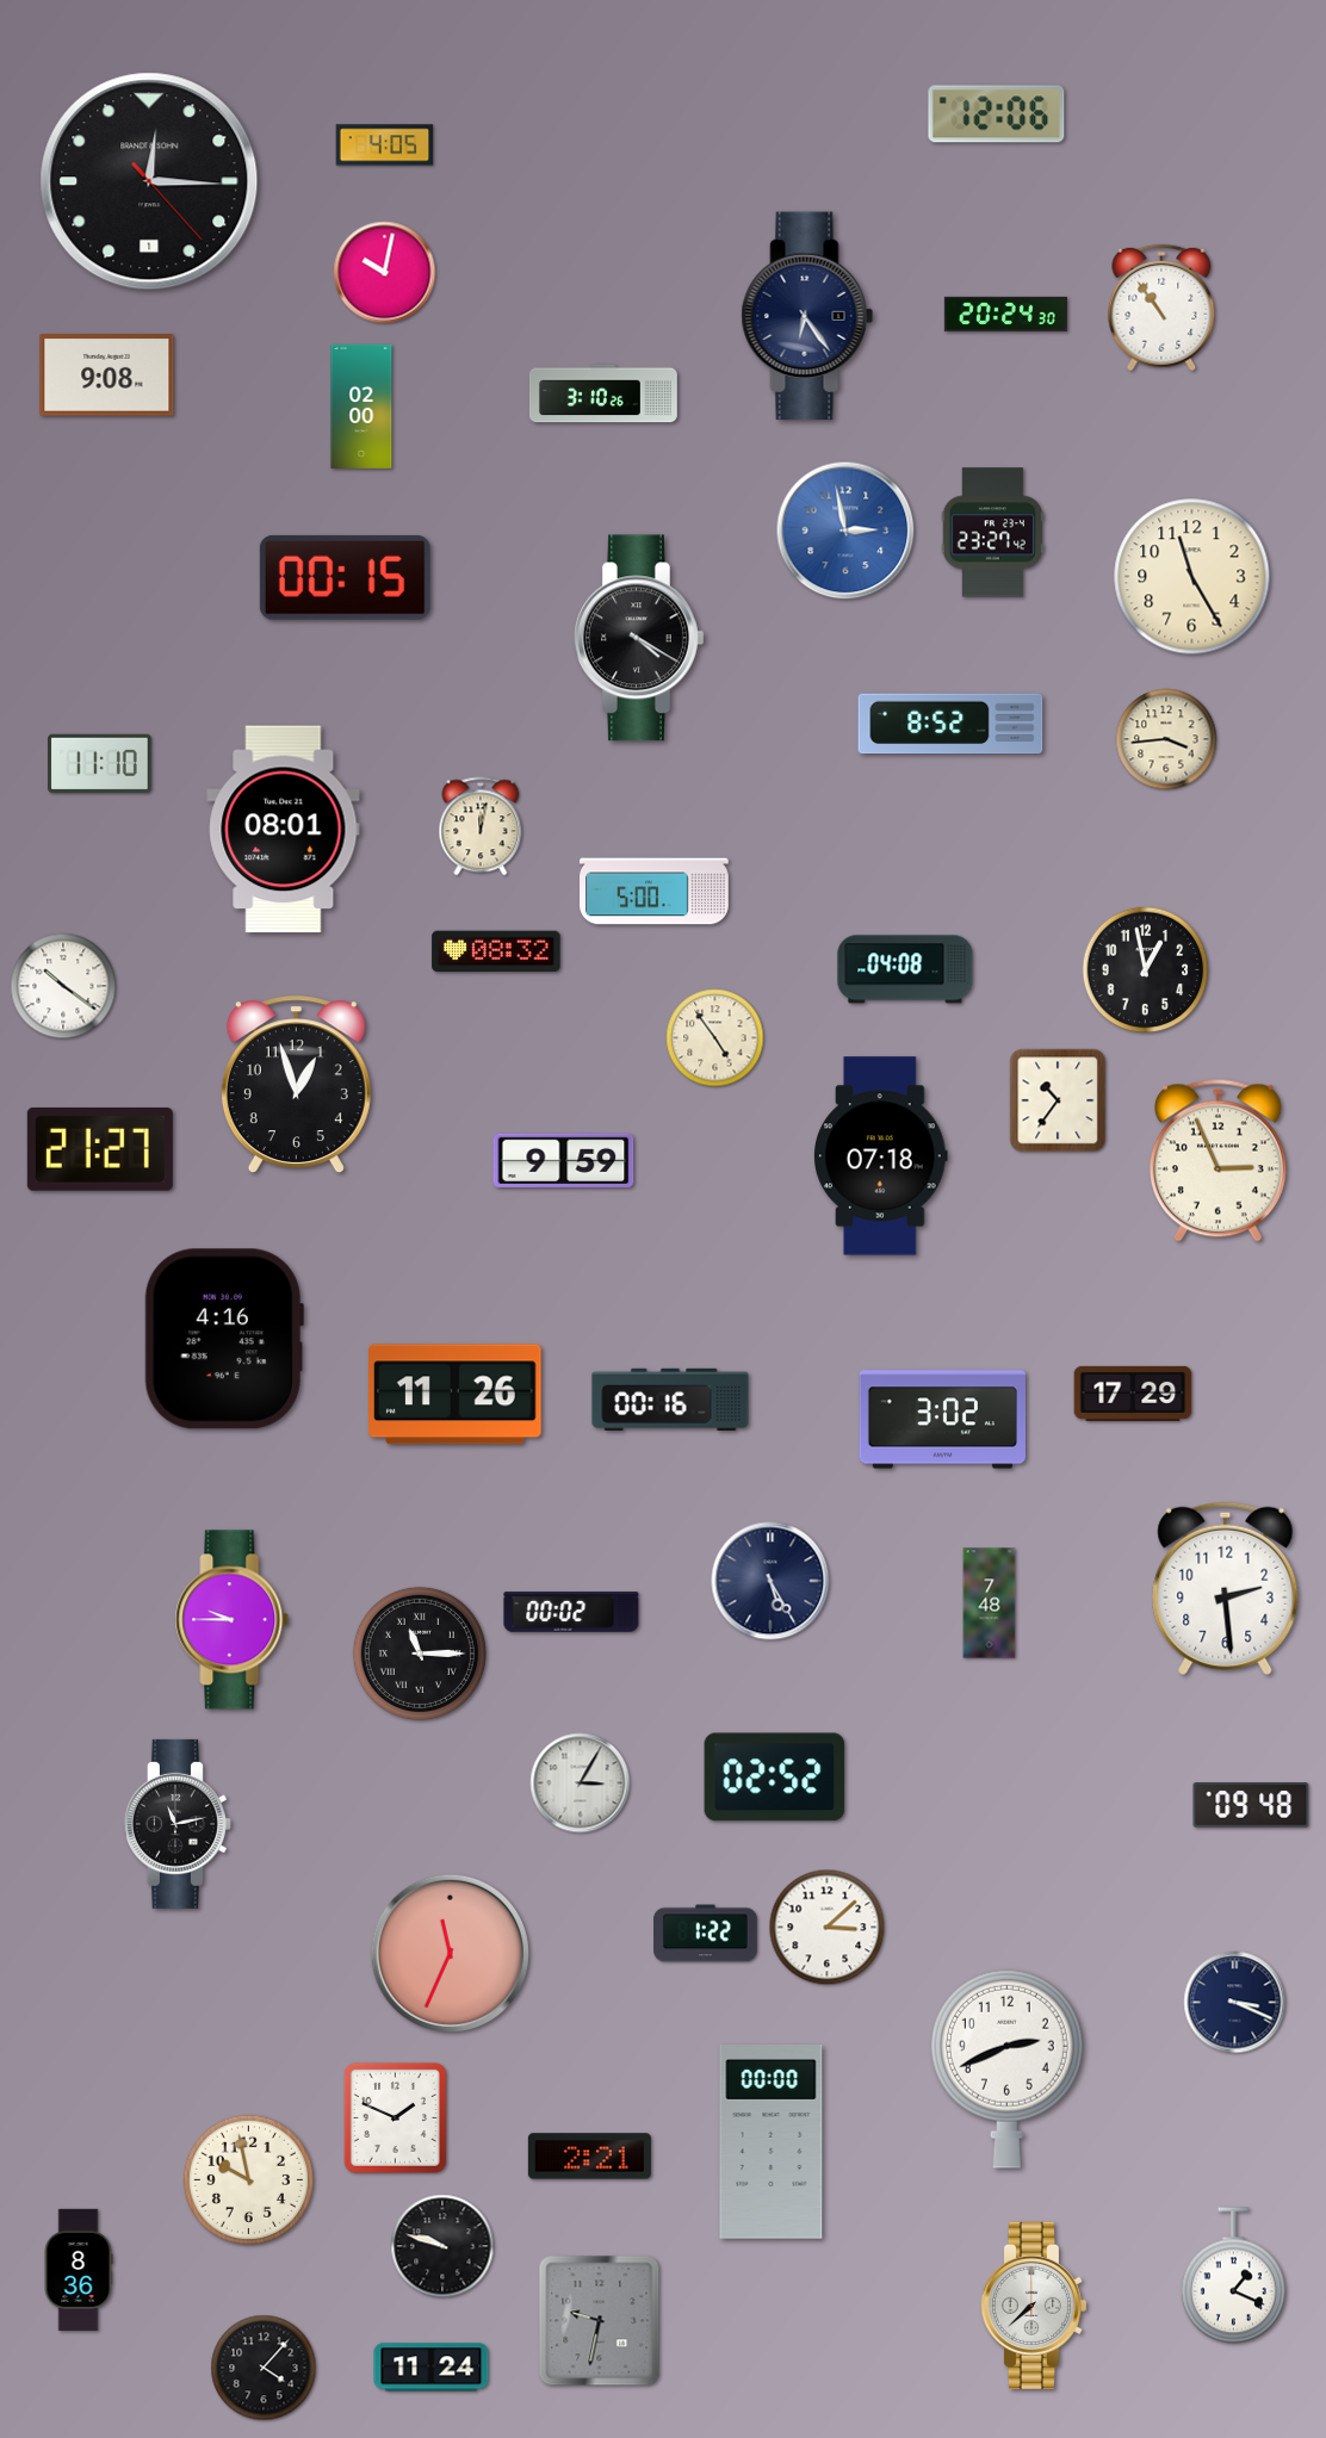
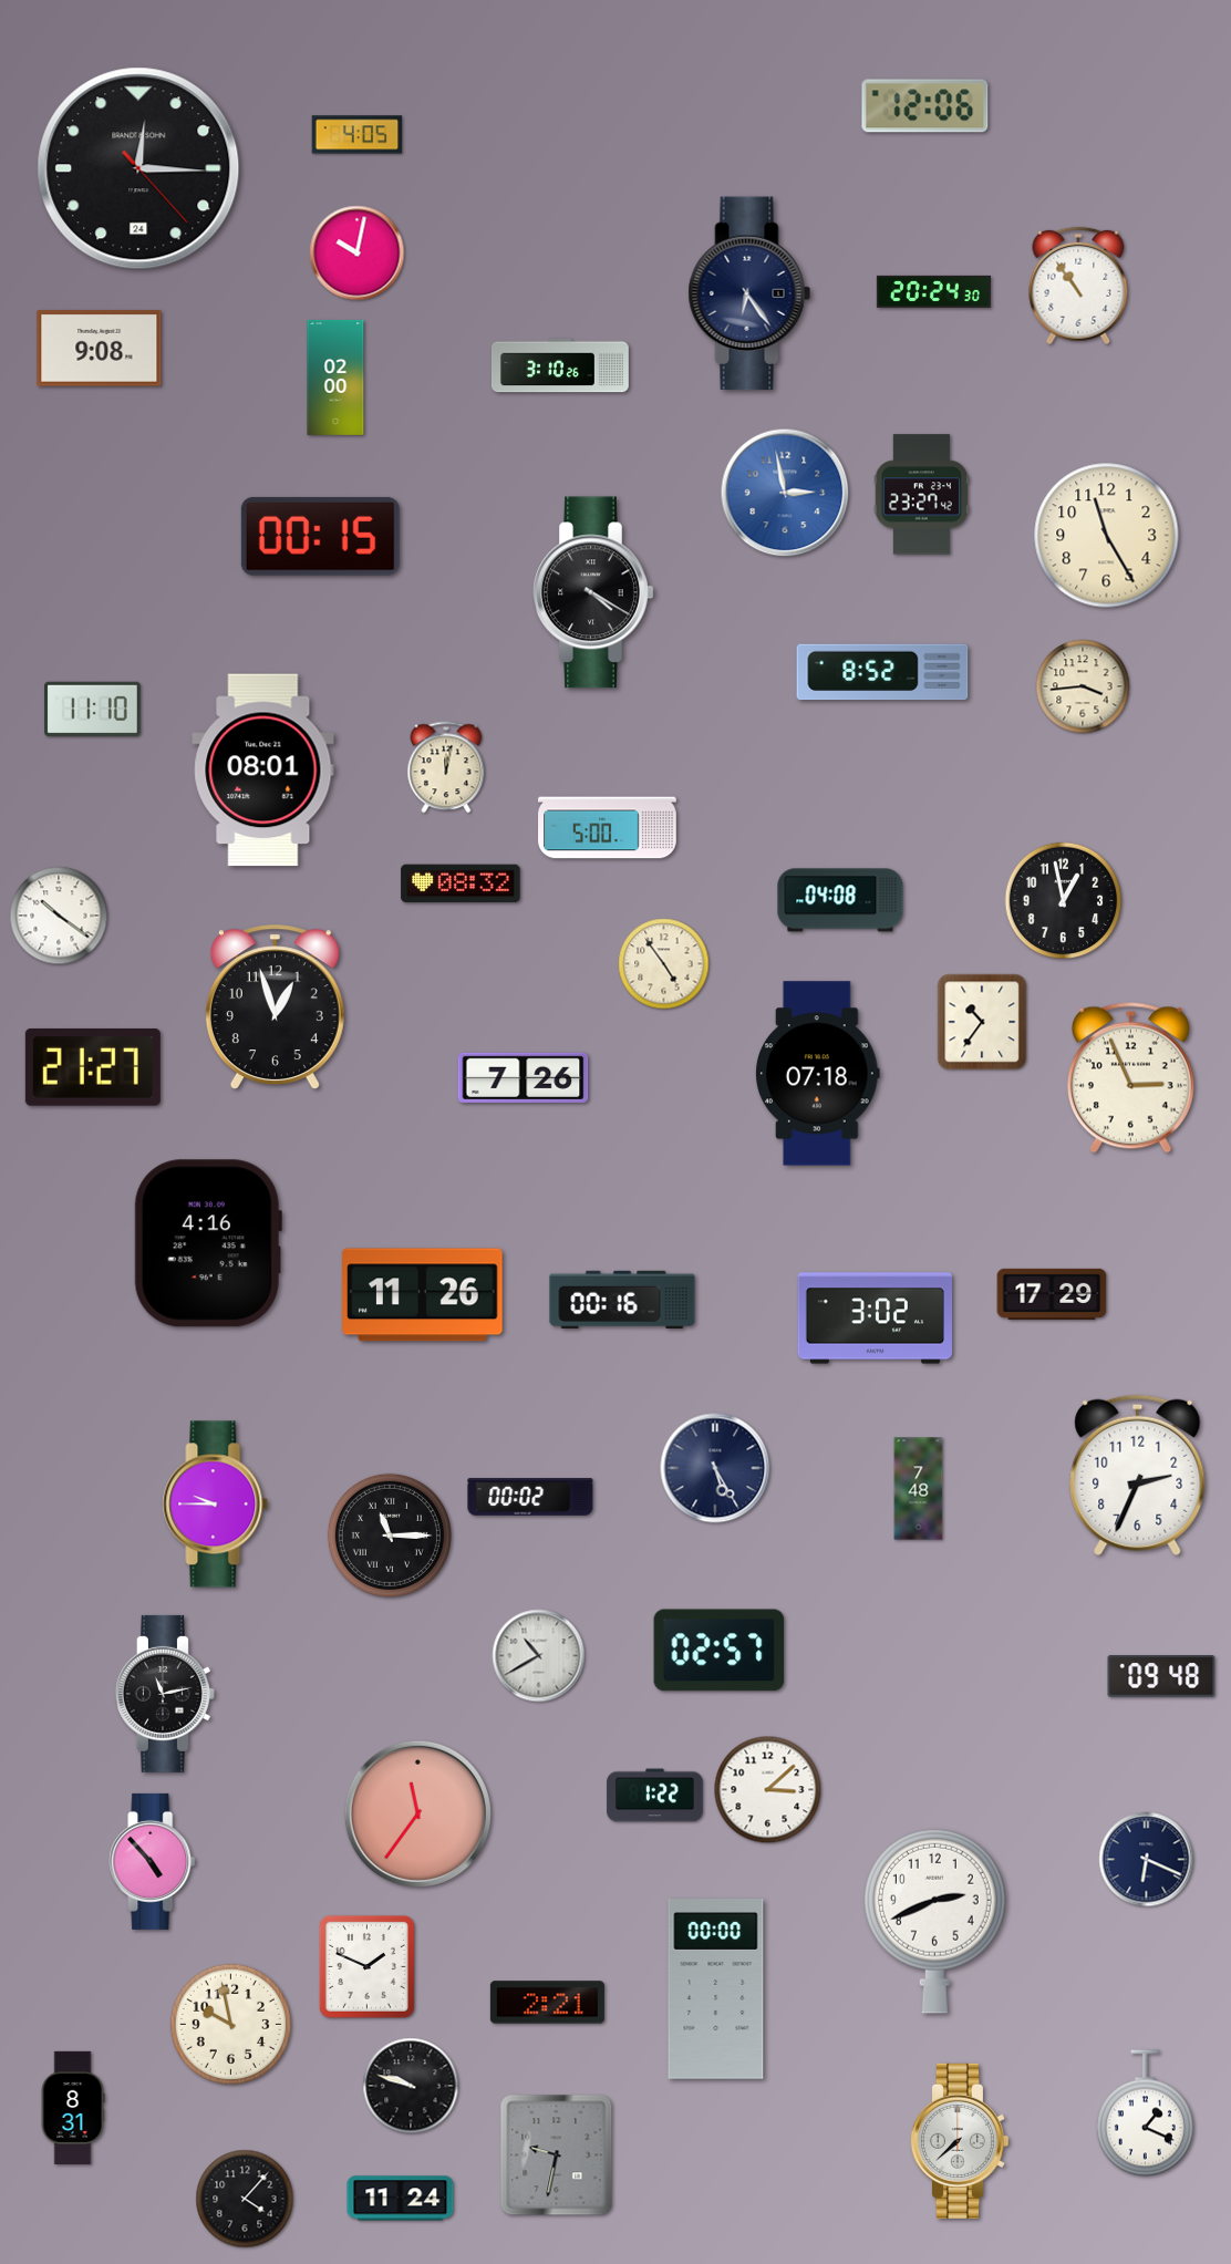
clock at (149, 181) date: 1 -> 24
clock at (564, 1160): 9:59 -> 7:26
clock at (1226, 1588): 2:29 -> 2:34
clock at (775, 1778): 02:52 -> 02:57
clock at (581, 1783): 3:05 -> 10:40
clock at (450, 1953): 11:34 -> 11:36
clock at (1235, 2003): 3:19 -> 6:19
clock at (153, 1861): none -> 4:53
clock at (79, 2270): 8:36 -> 8:31
